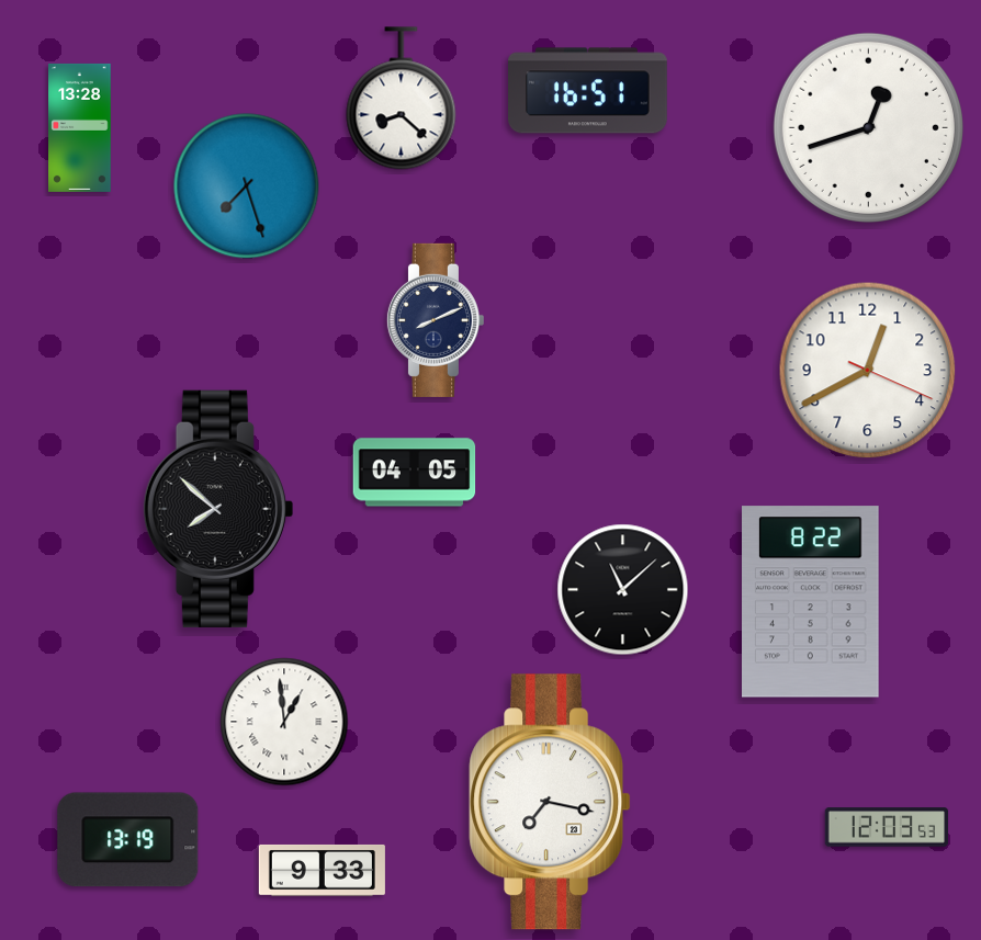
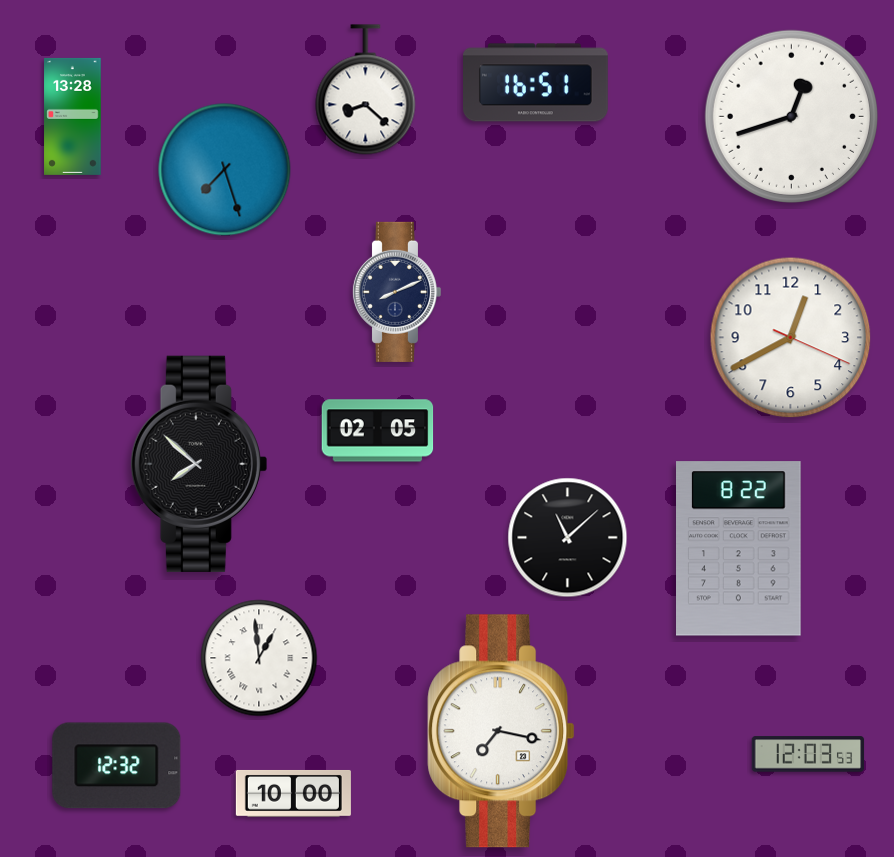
clock at (415, 473): 04:05 -> 02:05
clock at (128, 840): 13:19 -> 12:32
clock at (322, 870): 9:33 -> 10:00
